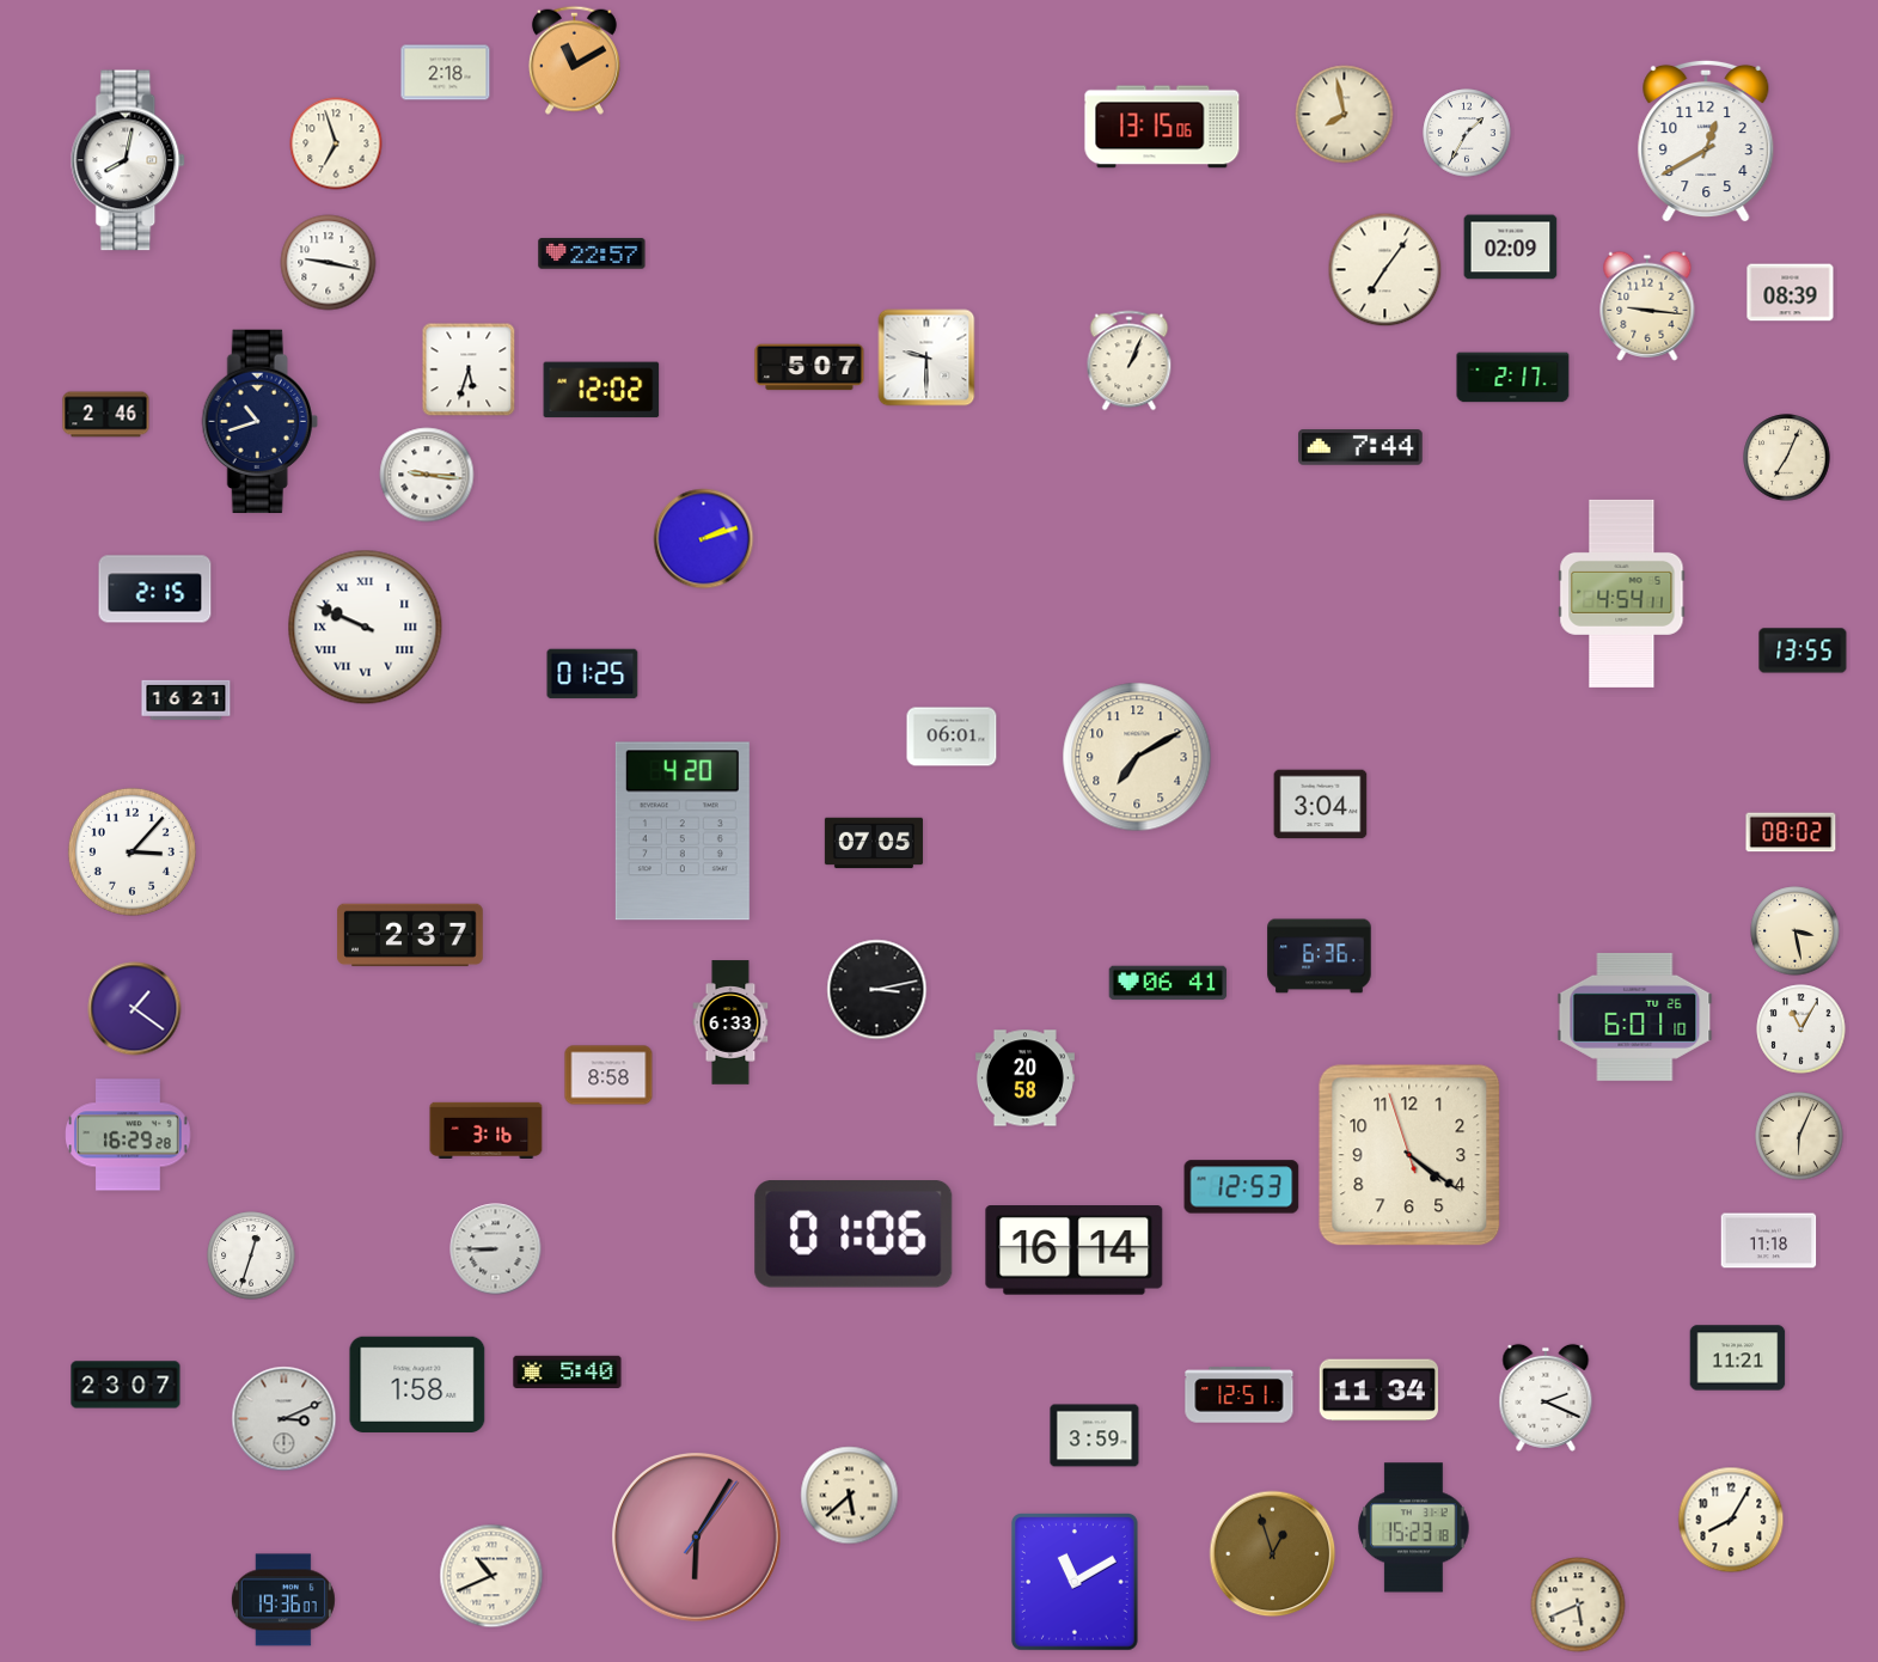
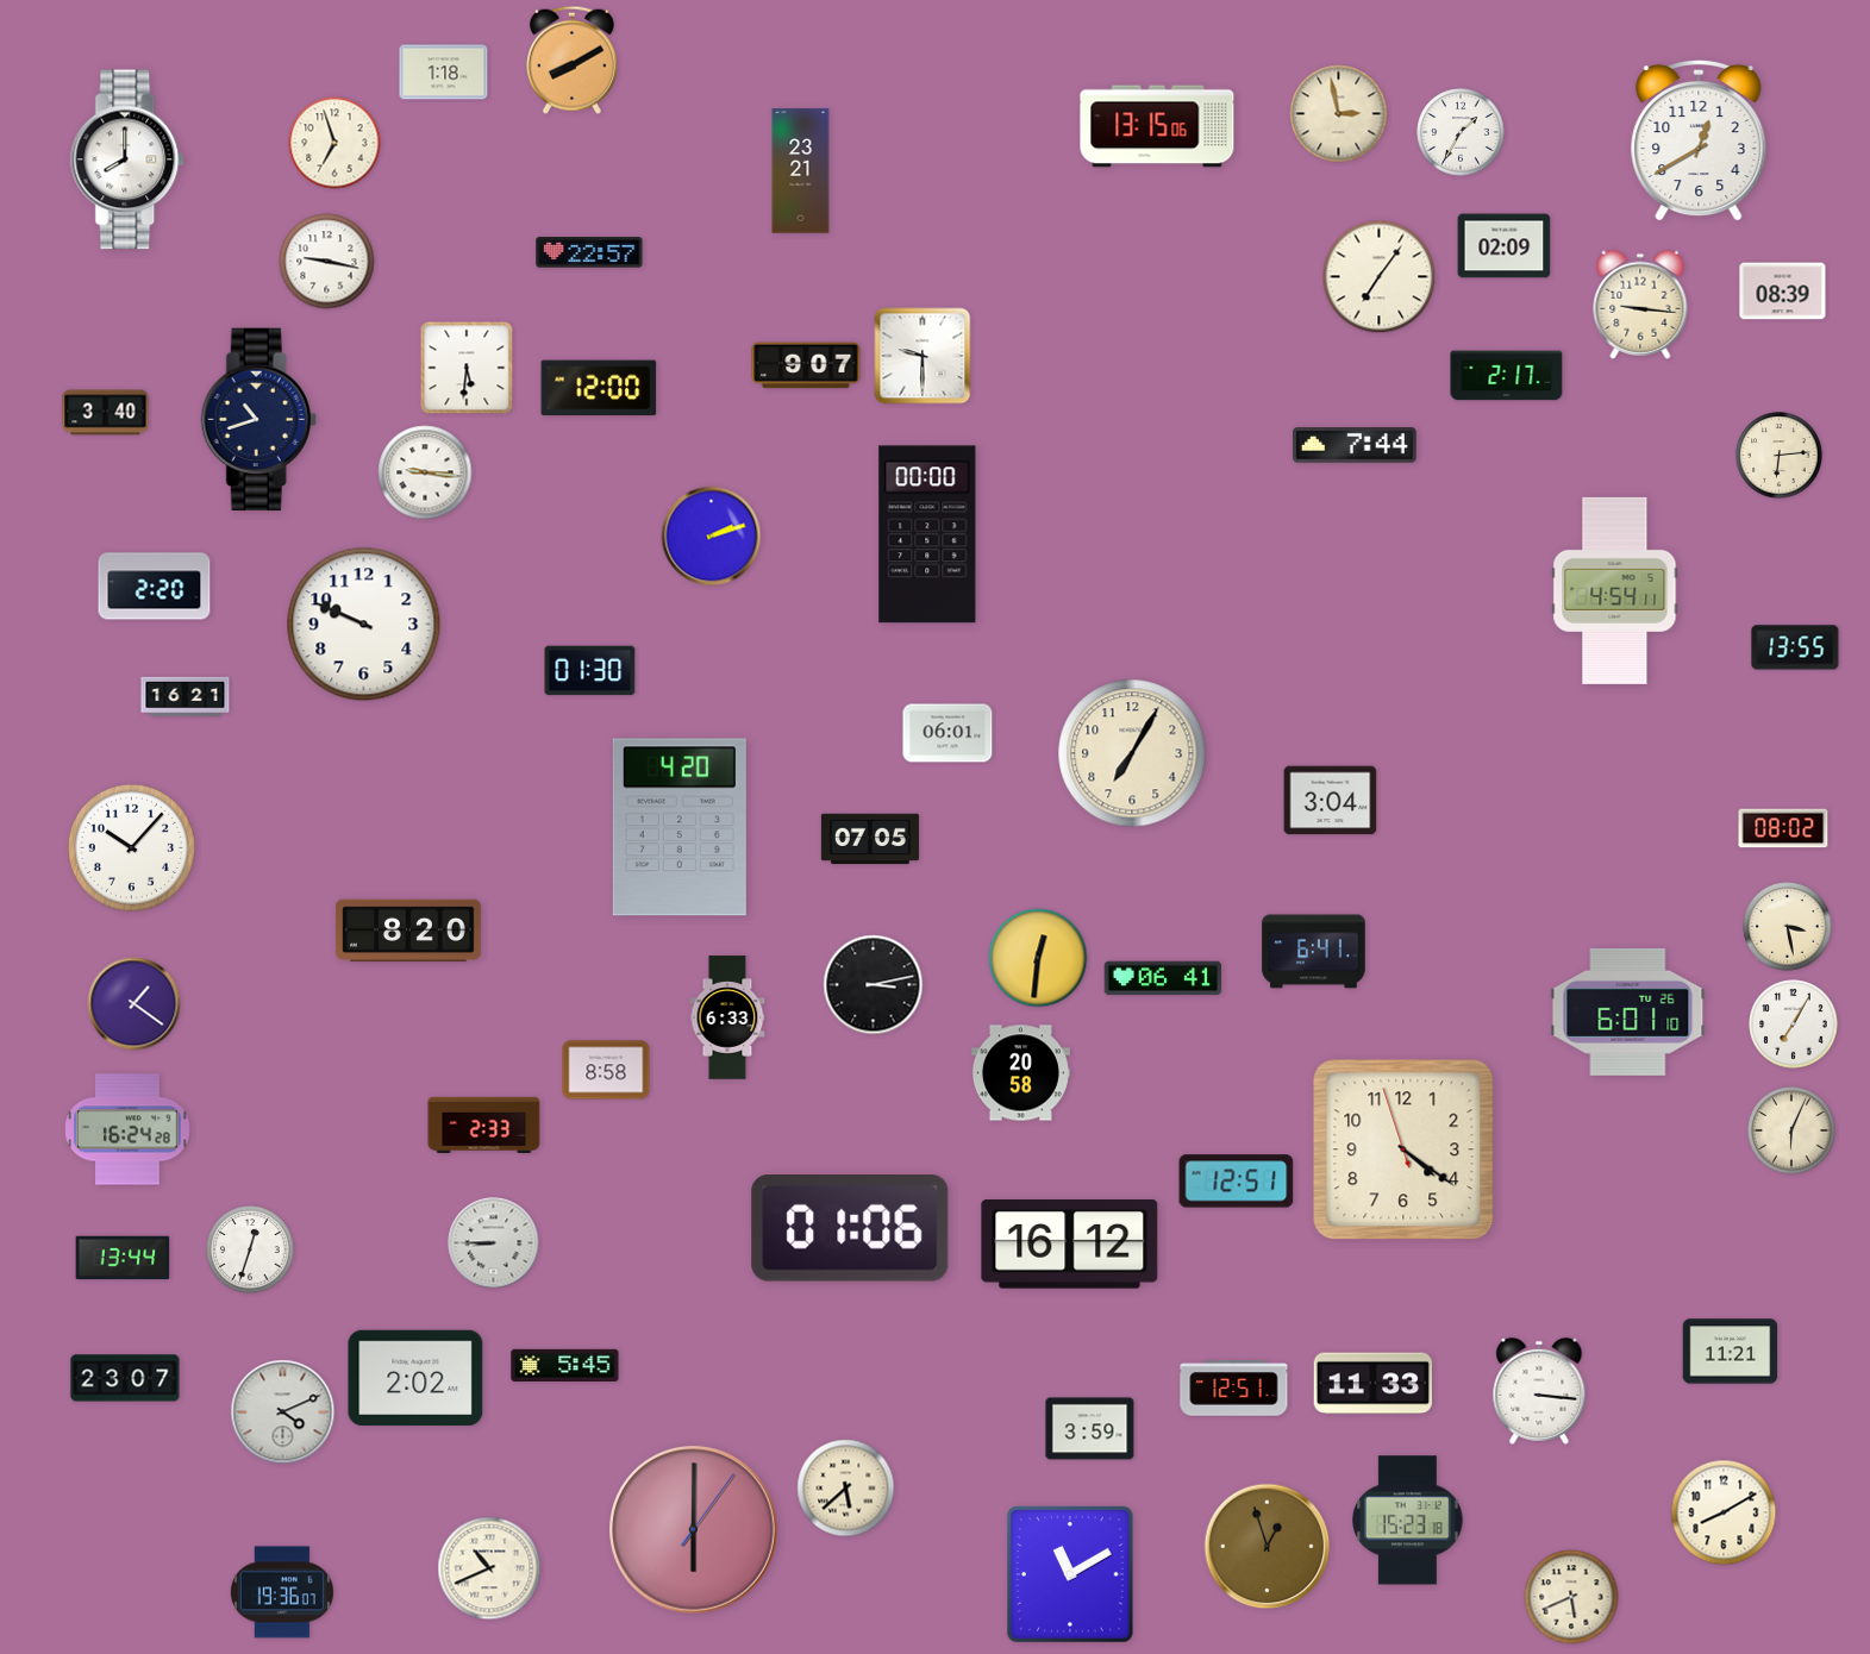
clock at (574, 60): 11:10 -> 8:10
clock at (446, 73): 2:18 -> 1:18
clock at (1345, 115): 7:58 -> 2:58
clock at (129, 160): 8:02 -> 8:00
clock at (801, 171): none -> 23:21
clock at (1385, 270) position: (1385, 270) -> (1380, 277)
clock at (1130, 361): 1:04 -> none
clock at (809, 367): 5:07 -> 9:07
clock at (469, 369): 5:33 -> 5:31
clock at (601, 390): 12:02 -> 12:00
clock at (106, 415): 2:46 -> 3:40
clock at (1787, 458): 7:04 -> 6:14
clock at (927, 534): none -> 00:00
clock at (704, 539) position: (704, 539) -> (712, 537)
clock at (155, 589): 2:15 -> 2:20
clock at (366, 628) numerals: Roman -> Arabic
clock at (593, 674): 01:25 -> 01:30
clock at (1137, 757): 7:10 -> 7:05
clock at (1321, 805) position: (1321, 805) -> (1331, 801)
clock at (131, 851): 3:07 -> 10:07
clock at (410, 935): 2:37 -> 8:20
clock at (1320, 957): 6:36 -> 6:41
clock at (1038, 958): none -> 12:31
clock at (1801, 1029): 11:05 -> 7:05
clock at (487, 1130): 3:16 -> 2:33
clock at (128, 1135): 16:29 -> 16:24
clock at (1242, 1187): 12:53 -> 12:51
clock at (1769, 1241): 11:18 -> none
clock at (1075, 1251): 16:14 -> 16:12
clock at (123, 1258): none -> 13:44
clock at (568, 1371): 5:40 -> 5:45
clock at (417, 1385): 1:58 -> 2:02
clock at (1378, 1391): 11:34 -> 11:33
clock at (1546, 1398): 2:19 -> 3:16
clock at (285, 1419): 3:11 -> 4:11
clock at (1731, 1520): 8:05 -> 8:10
clock at (697, 1538): 6:05 -> 6:00
